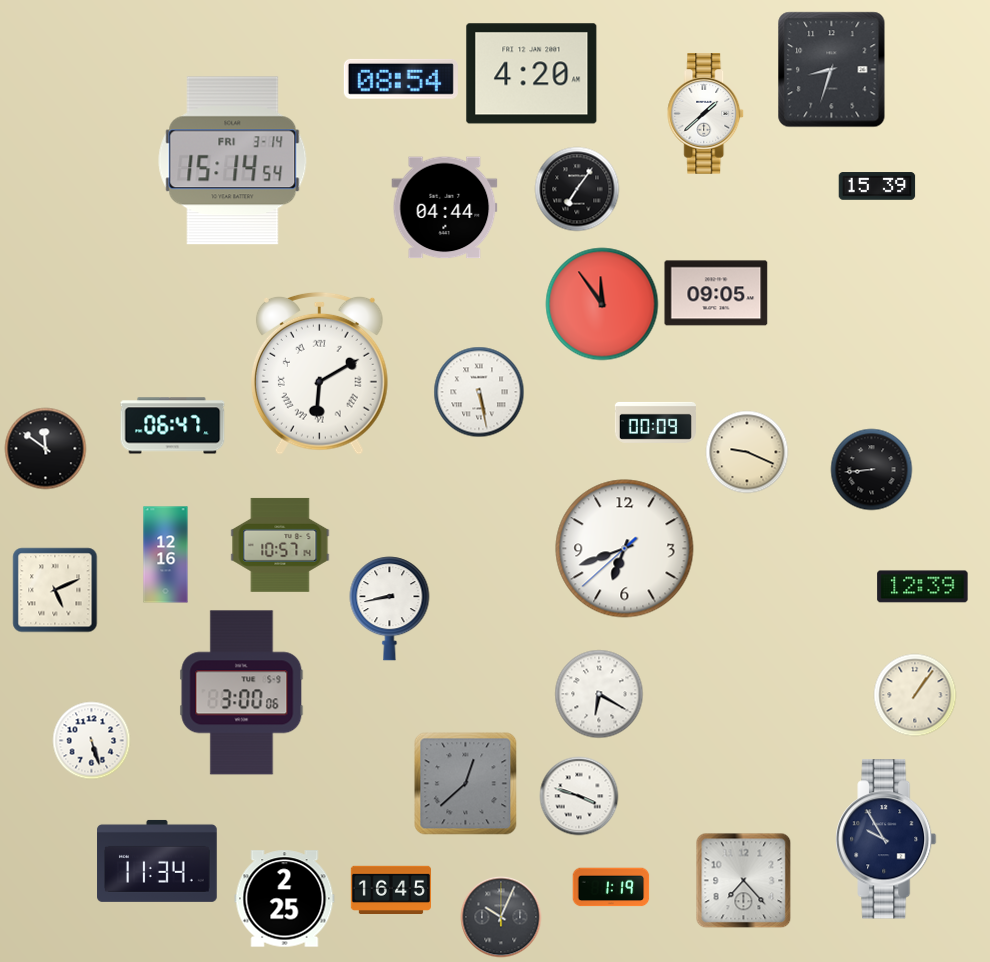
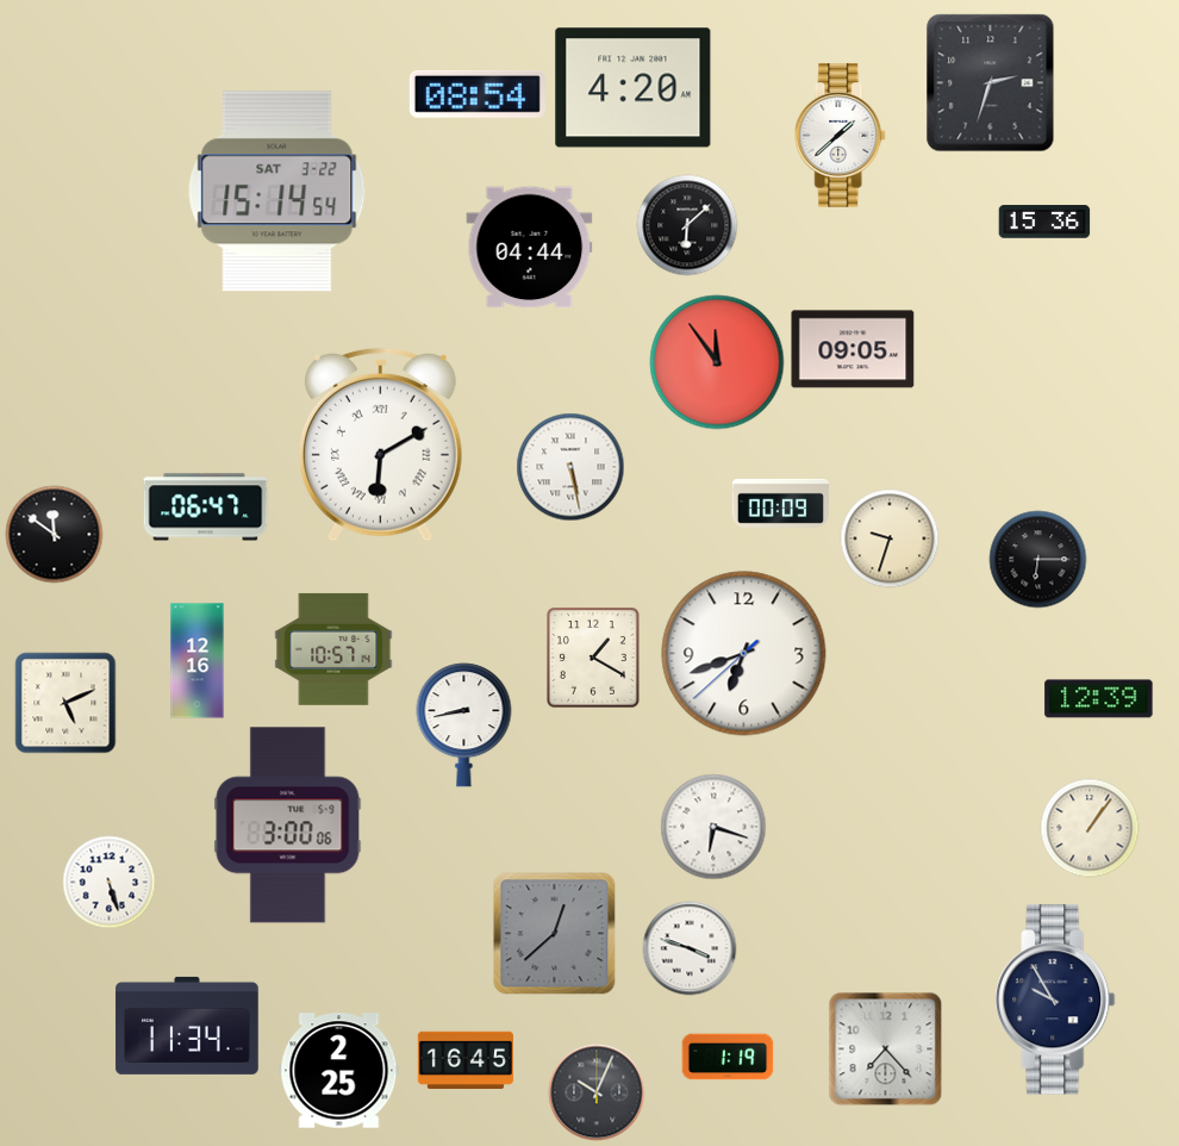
clock at (832, 70): 8:33 -> 2:33
clock at (233, 161) date: FRI 3-14 -> SAT 3-22
clock at (877, 186): 15:39 -> 15:36
clock at (577, 189): 7:06 -> 6:08
clock at (747, 452): 9:19 -> 9:33
clock at (872, 470): 8:44 -> 6:15
clock at (594, 659): none -> 1:20
clock at (599, 694): 6:20 -> 6:18
